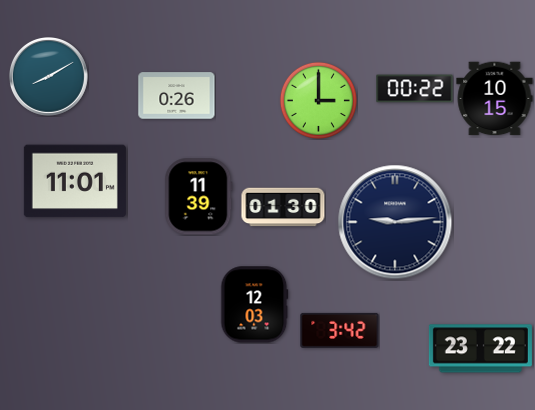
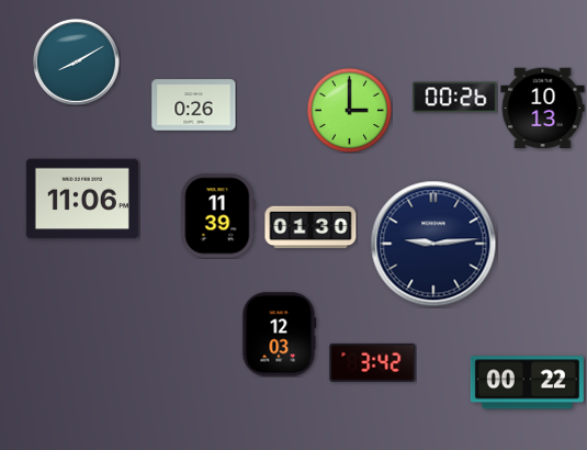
clock at (49, 77) position: (49, 77) -> (77, 63)
clock at (415, 89): 00:22 -> 00:26
clock at (495, 99): 10:15 -> 10:13
clock at (75, 181): 11:01 -> 11:06
clock at (480, 349): 23:22 -> 00:22
